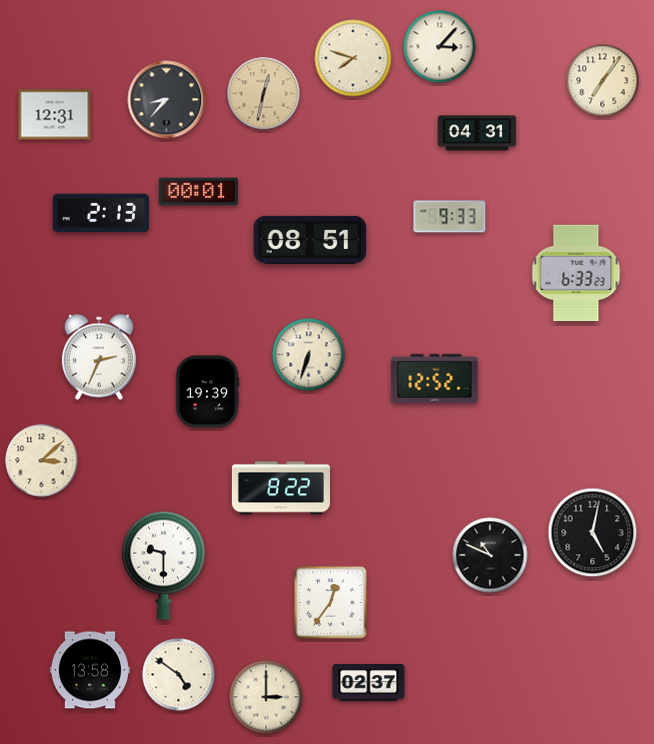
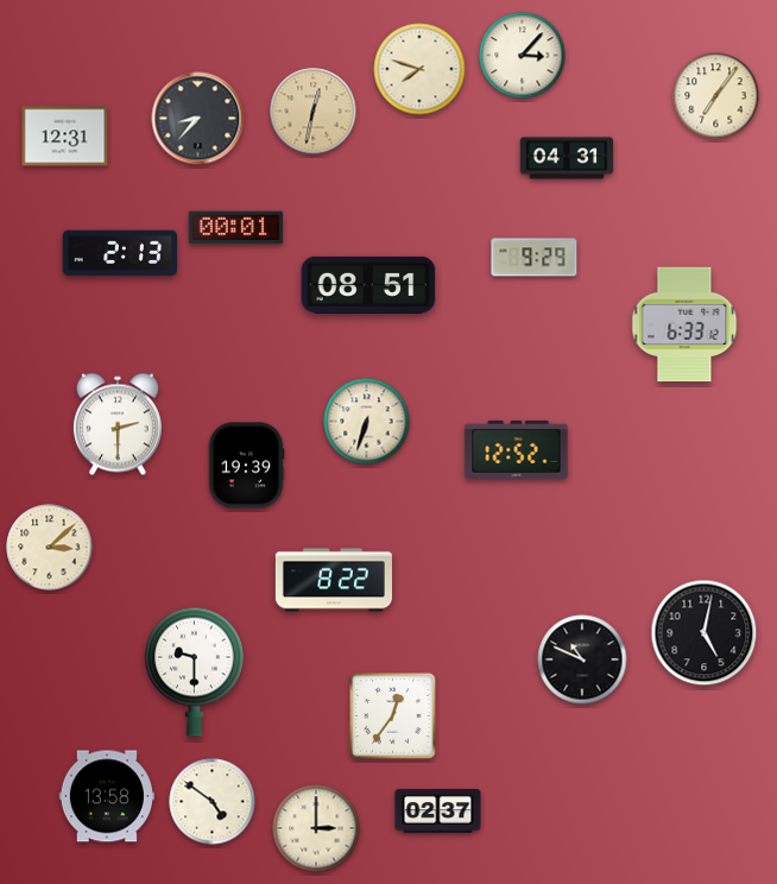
clock at (450, 217): 9:33 -> 9:29
clock at (576, 273): 6:33:23 -> 6:33:12
clock at (99, 357): 2:34 -> 2:30
